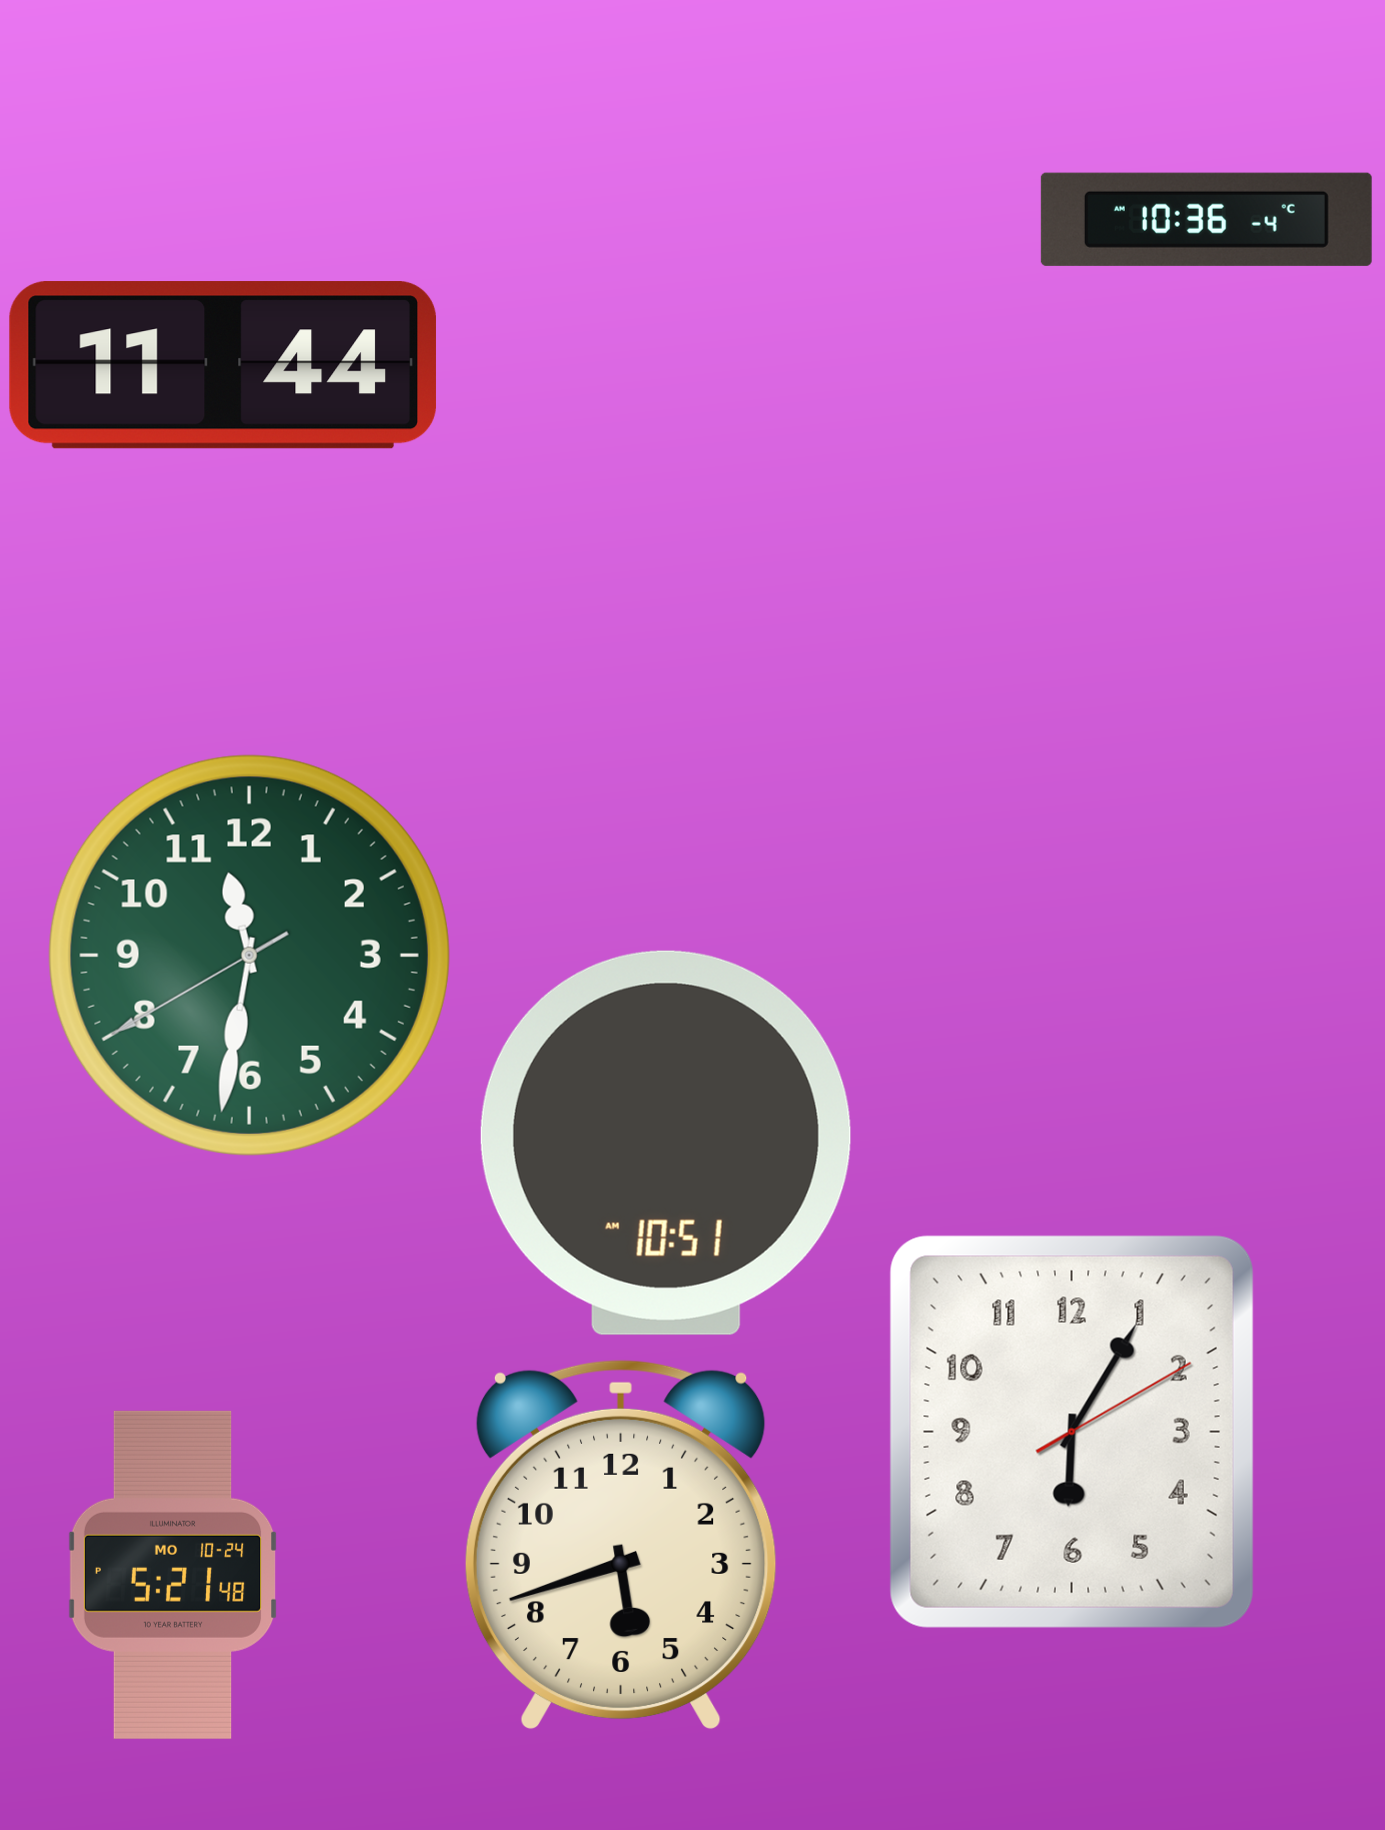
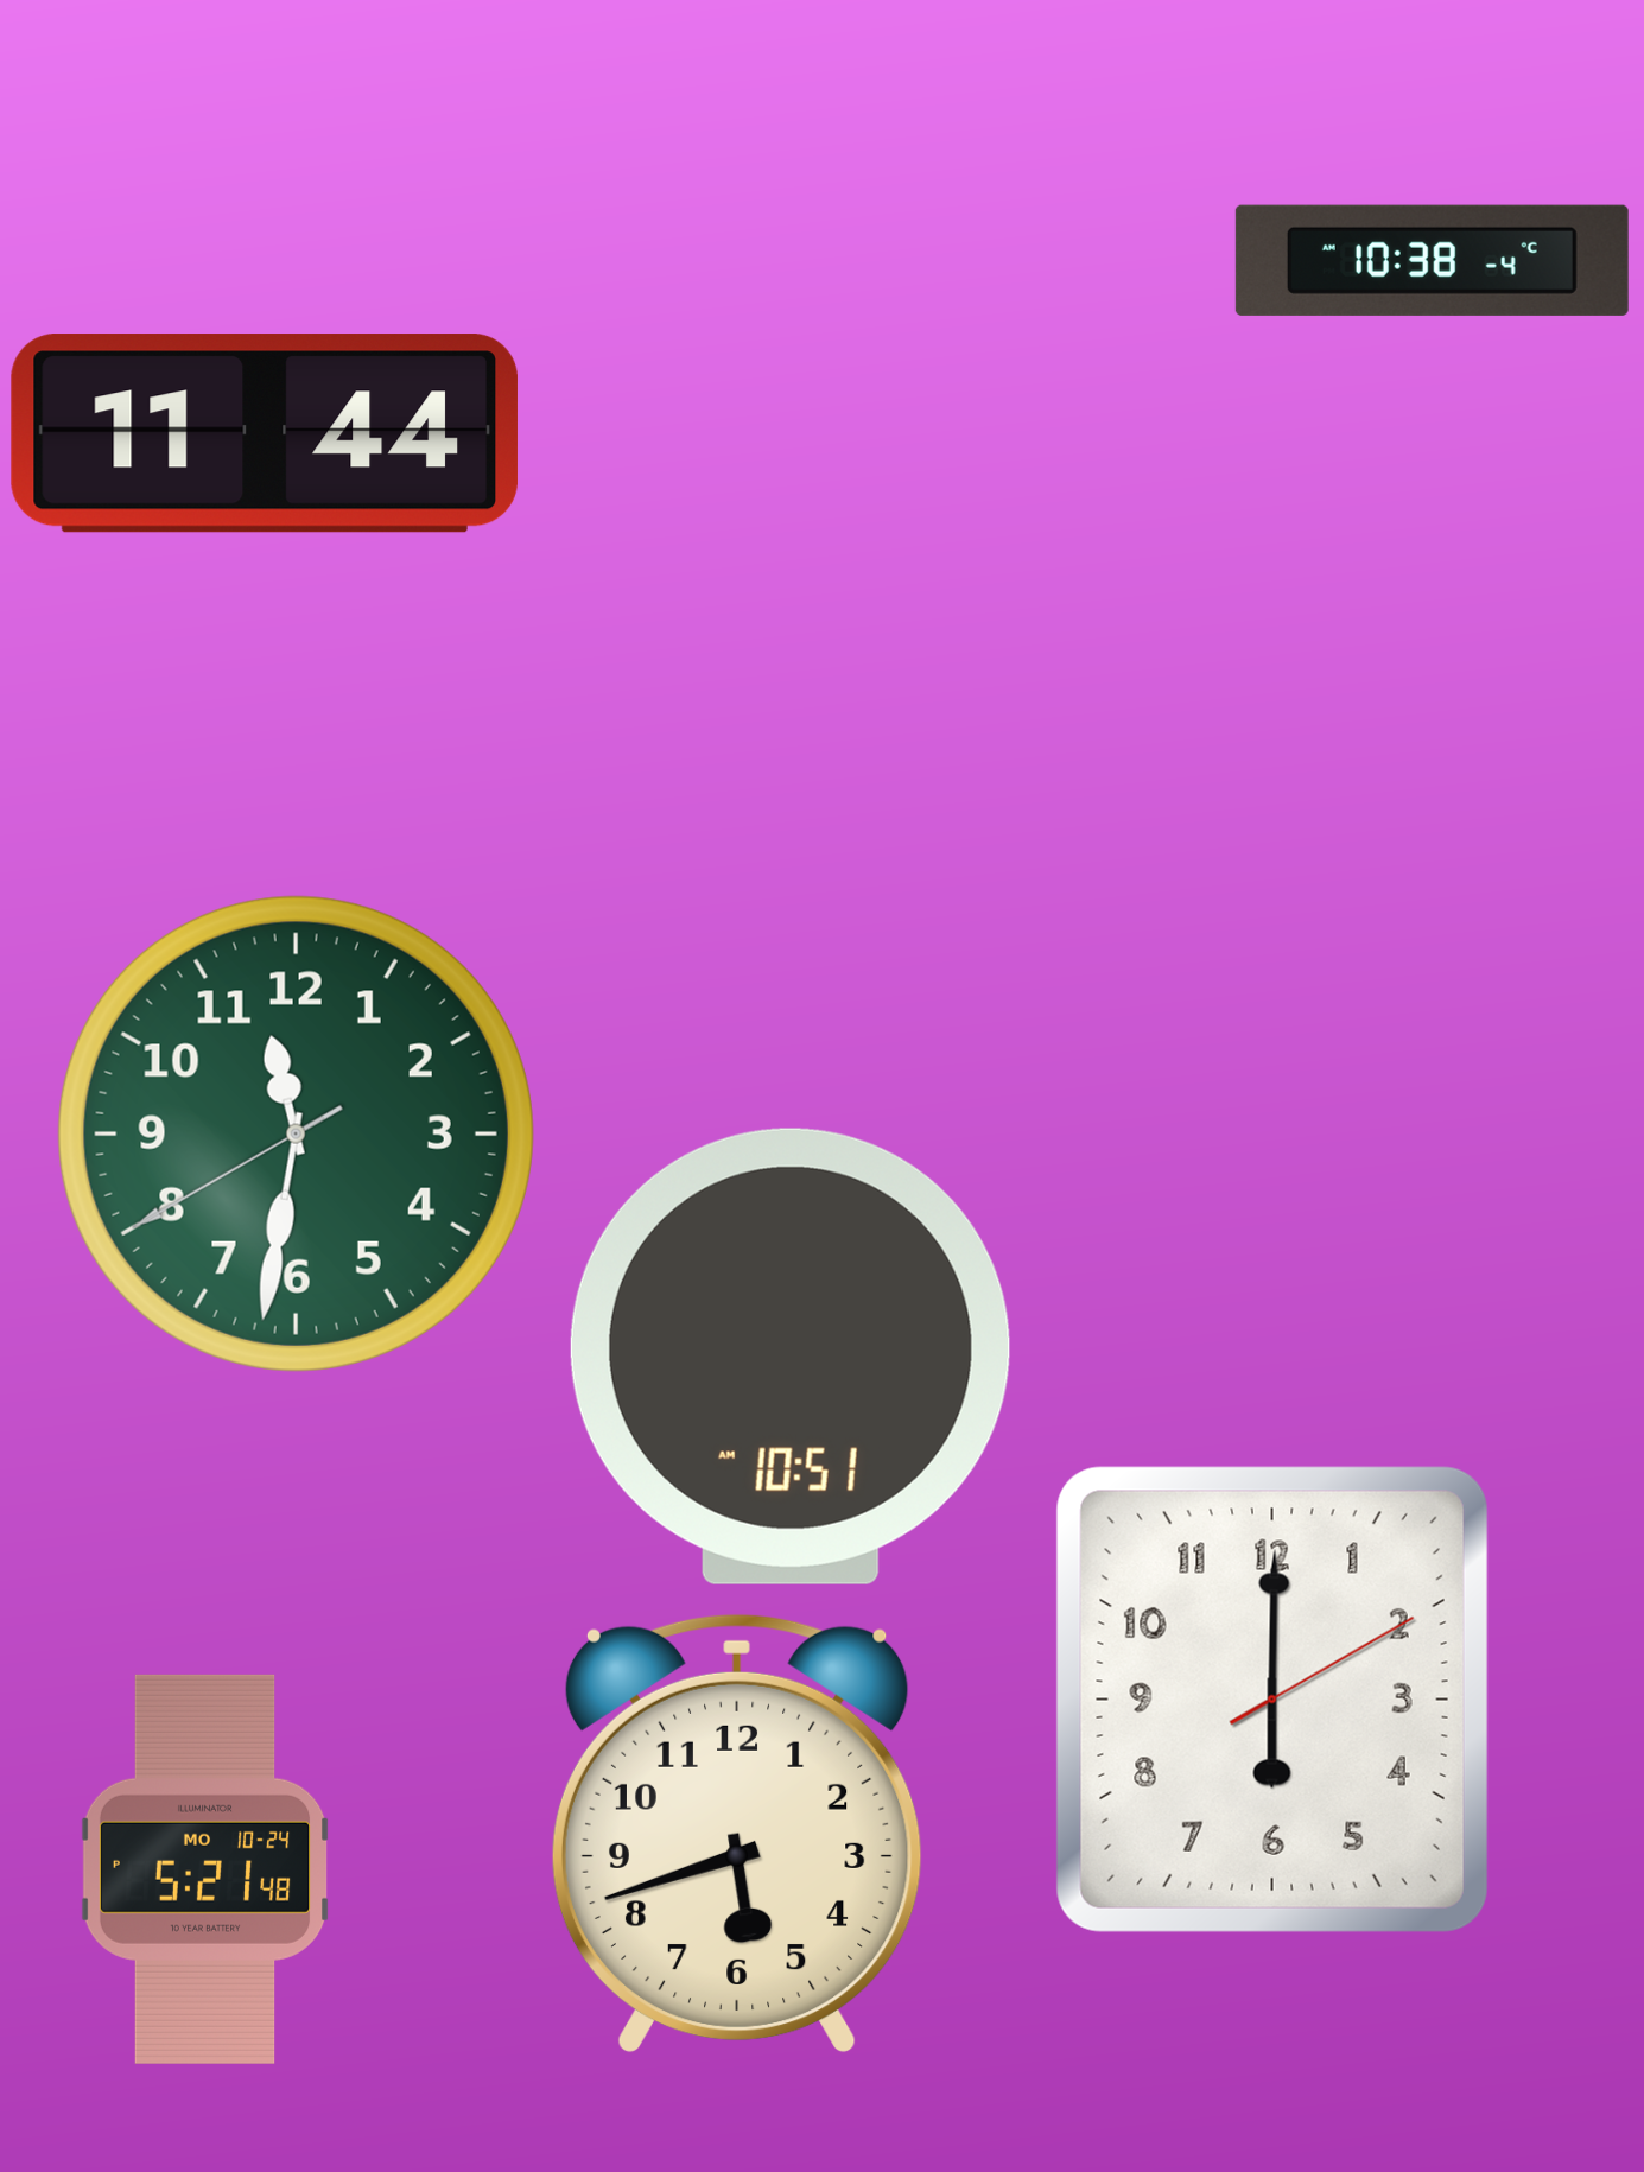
clock at (1206, 219): 10:36 -> 10:38
clock at (1072, 1432): 6:05 -> 6:00
